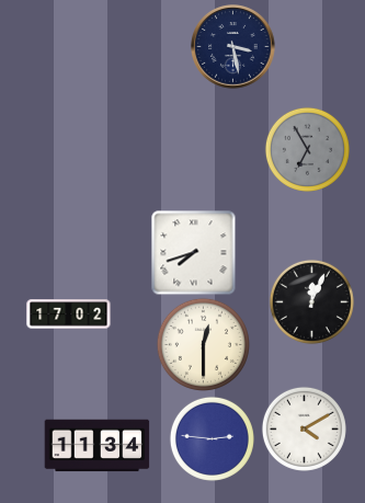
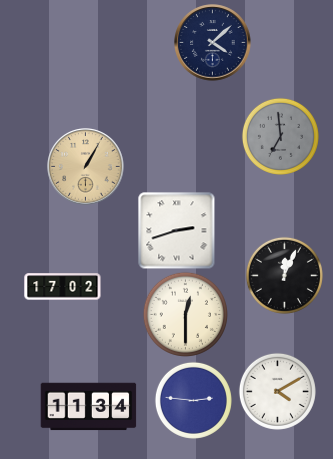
clock at (233, 47): 3:28 -> 4:08
clock at (307, 149): 6:55 -> 6:59
clock at (86, 167): none -> 1:05
clock at (193, 252): 7:42 -> 2:42
